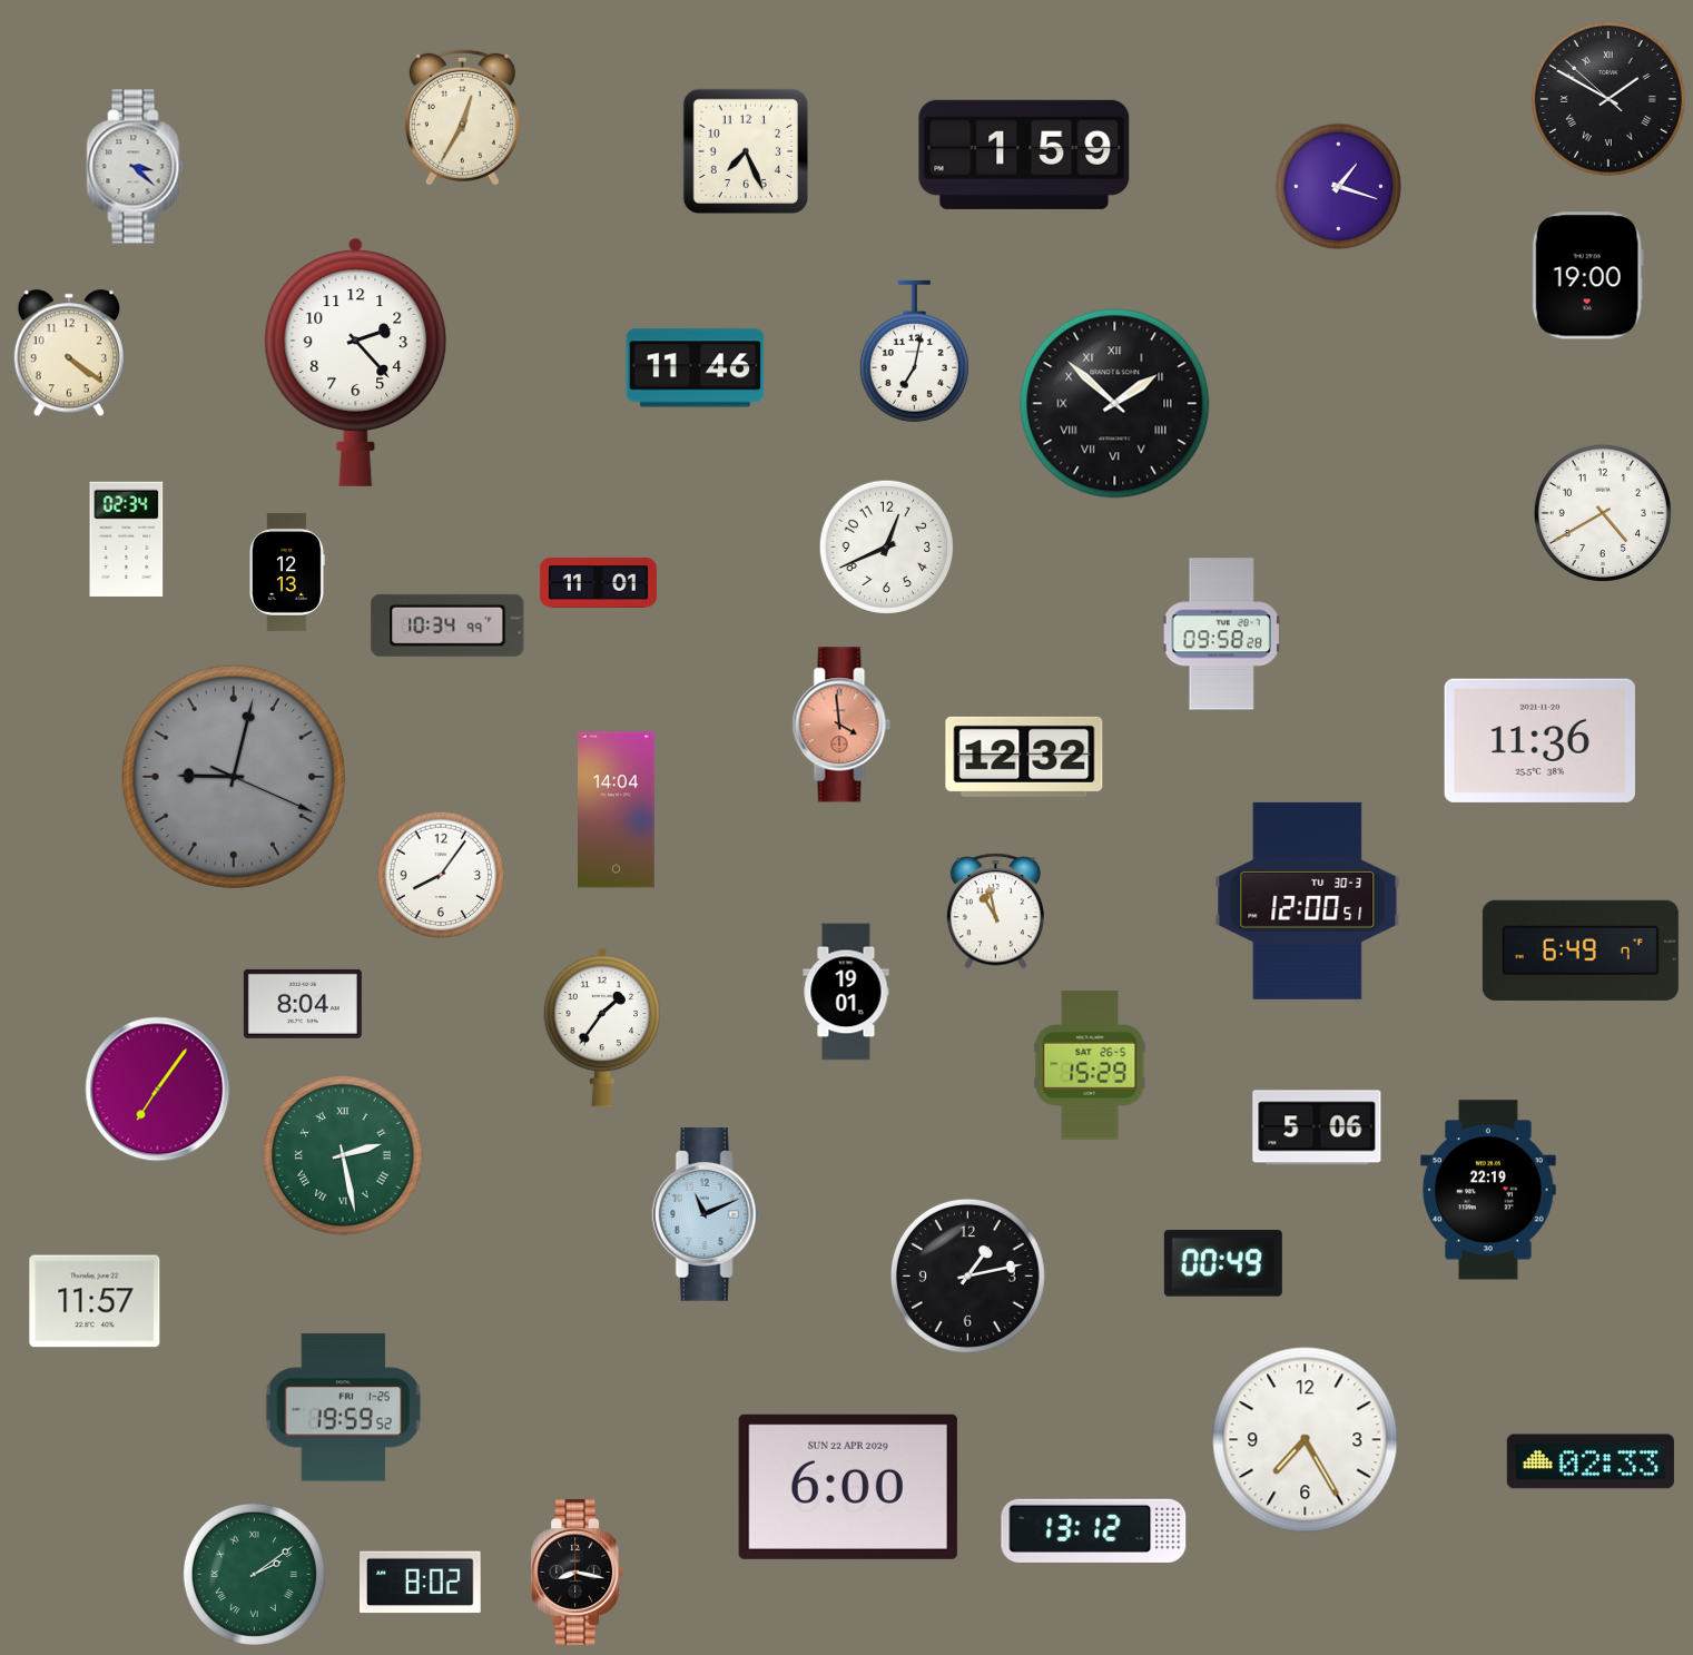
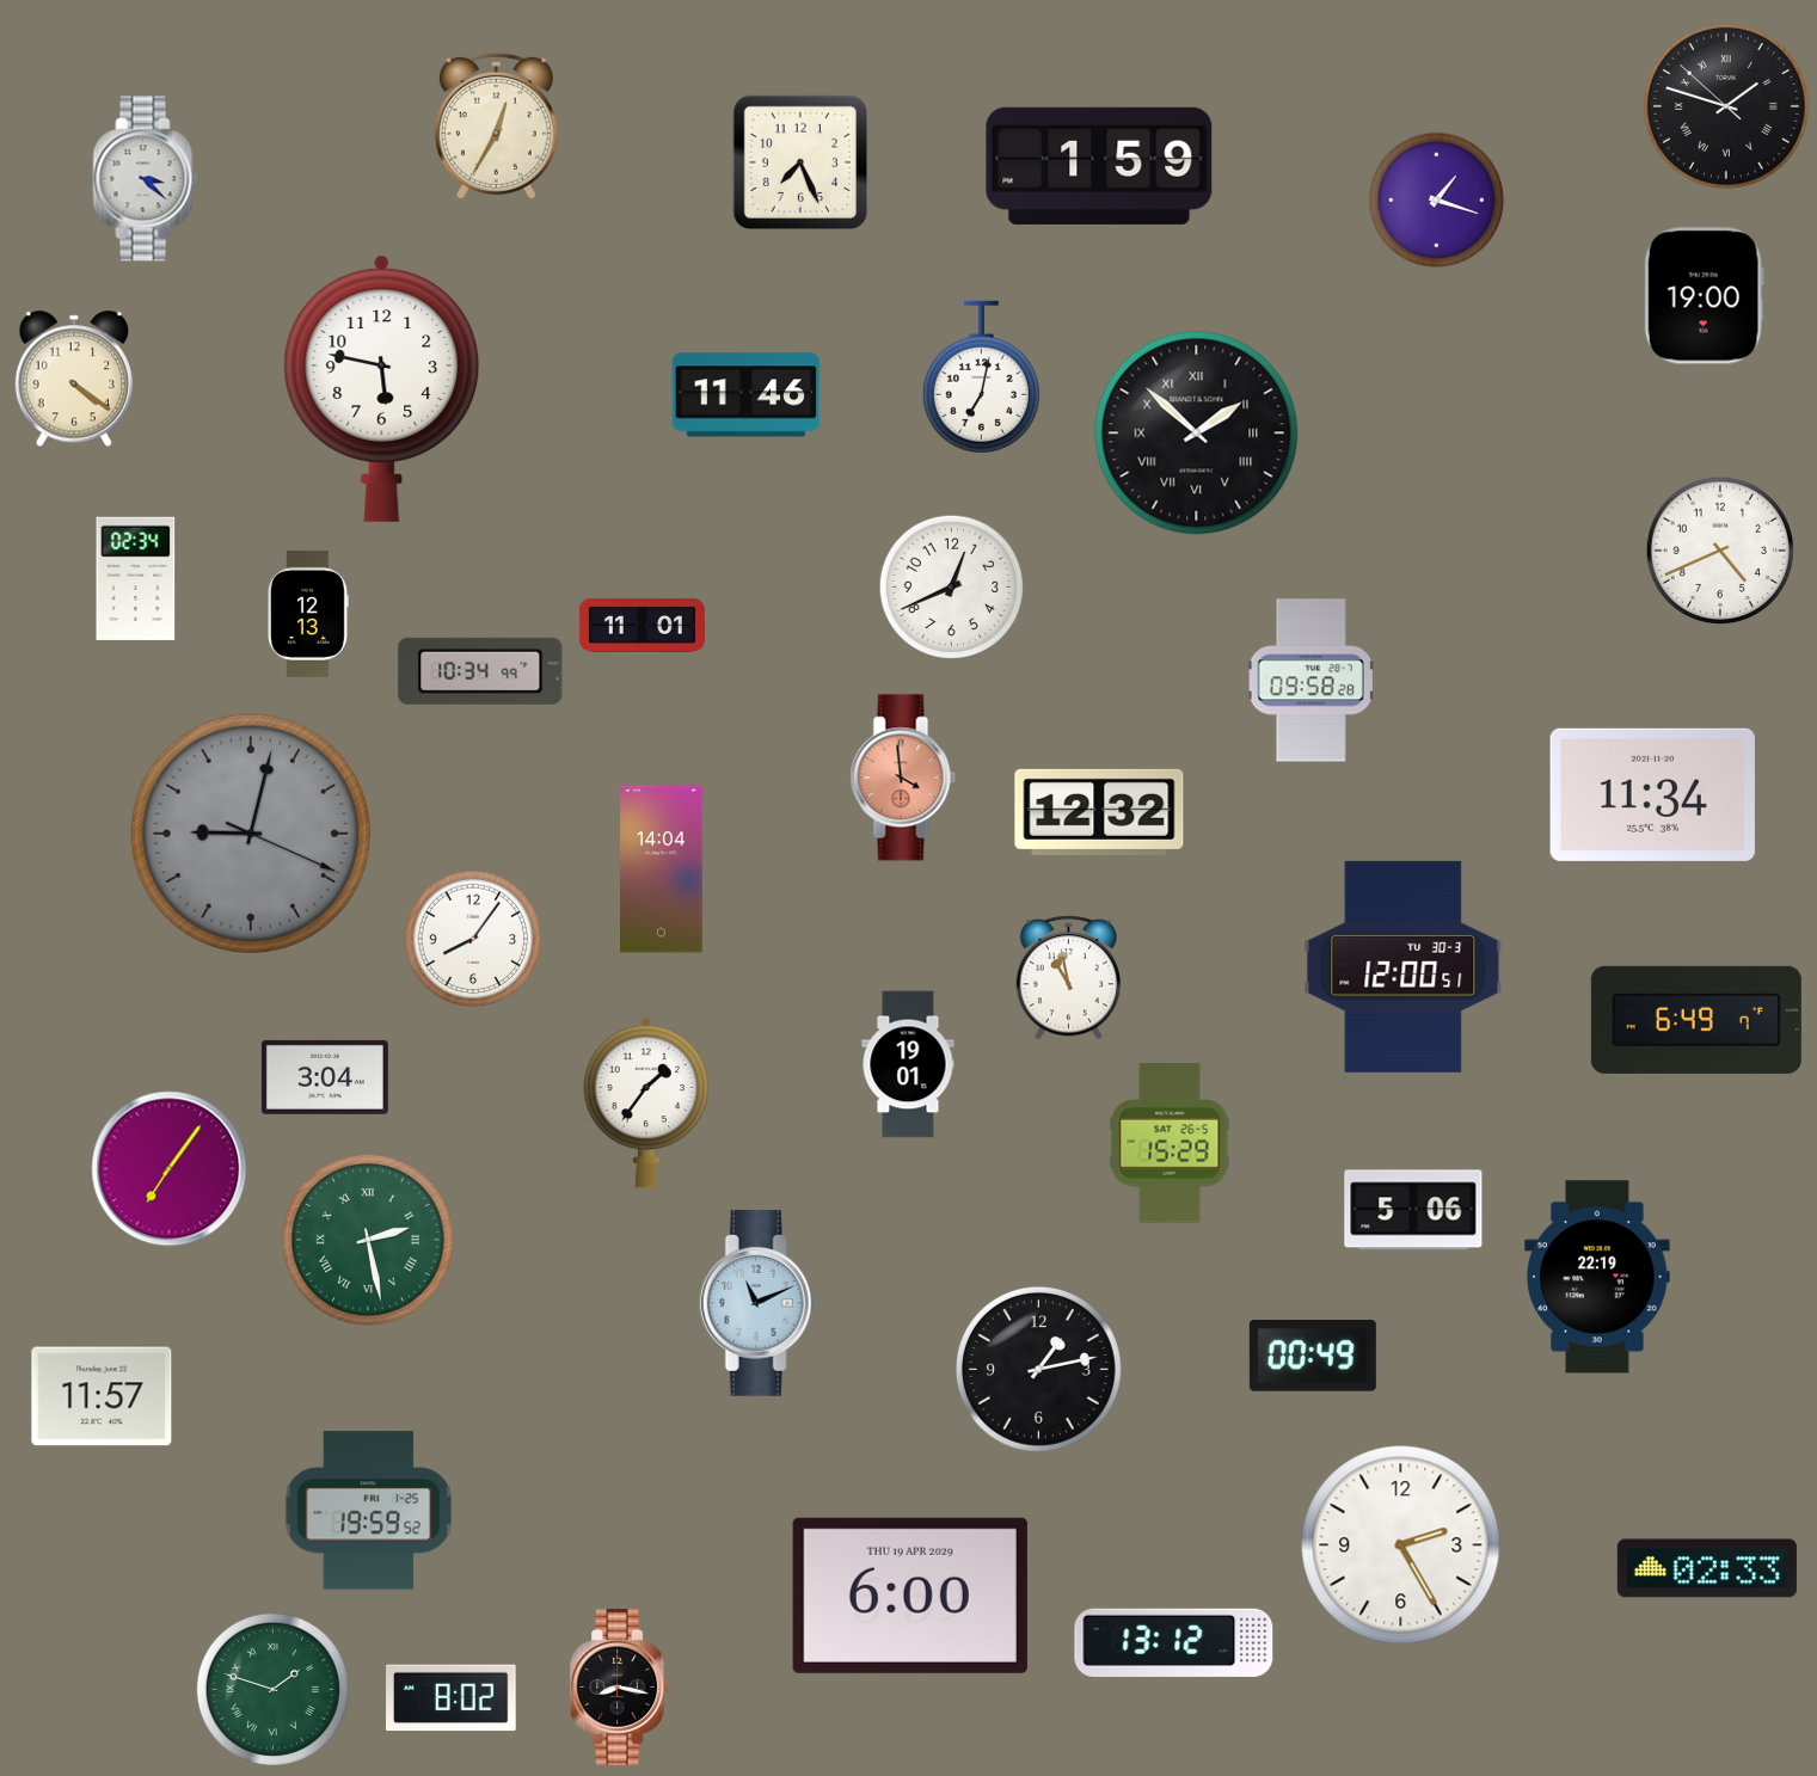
clock at (1608, 99): 1:49 -> 1:47
clock at (356, 362): 2:23 -> 5:47
clock at (1603, 513): 4:40 -> 4:41
clock at (1539, 740): 11:36 -> 11:34
clock at (303, 1004): 8:04 -> 3:04
clock at (1306, 1440): 7:25 -> 2:25
clock at (848, 1487) date: SUN 22 APR 2029 -> THU 19 APR 2029
clock at (254, 1574): 2:09 -> 1:48
